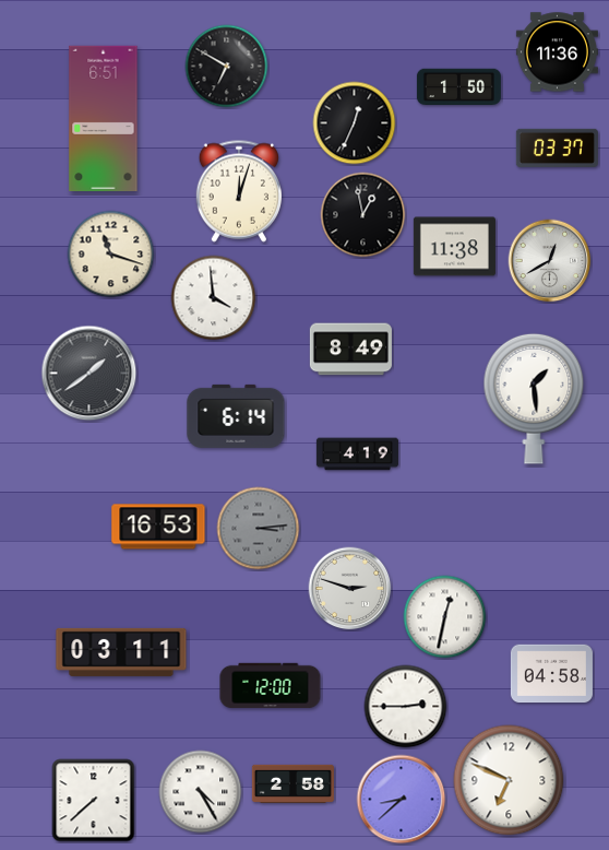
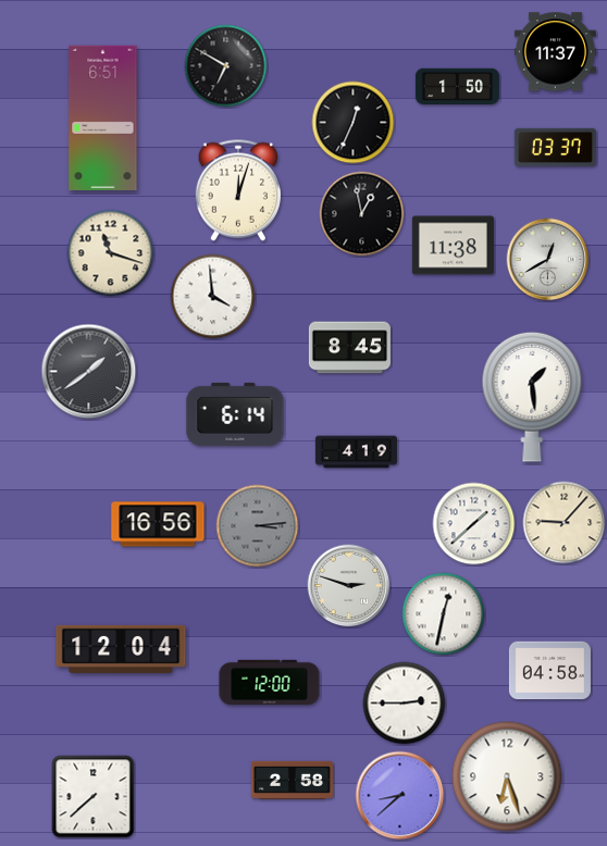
clock at (557, 52): 11:36 -> 11:37
clock at (350, 350): 8:49 -> 8:45
clock at (565, 523): none -> 9:07
clock at (158, 527): 16:53 -> 16:56
clock at (474, 524): none -> 1:38
clock at (121, 652): 03:11 -> 12:04
clock at (509, 780): 6:49 -> 6:27
clock at (201, 792): 4:25 -> none
